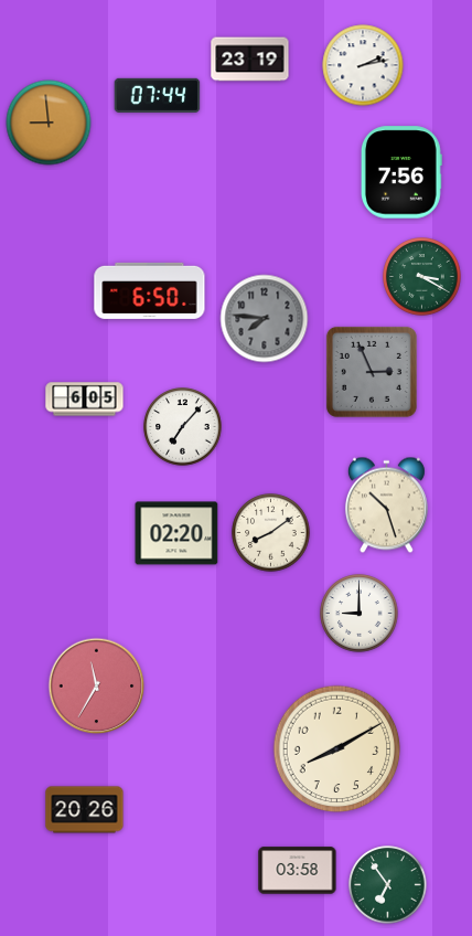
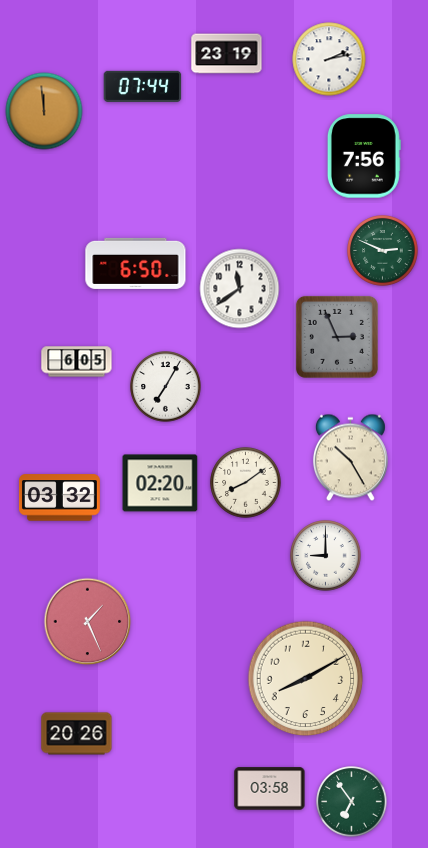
clock at (49, 123): 8:59 -> 11:59
clock at (422, 277): 3:20 -> 2:49
clock at (265, 319): 7:46 -> 11:39
clock at (265, 319) dial: grey -> white
clock at (183, 427): 7:07 -> 7:05
clock at (386, 506): 10:27 -> 10:25
clock at (59, 498): none -> 03:32
clock at (97, 687): 11:35 -> 1:26
